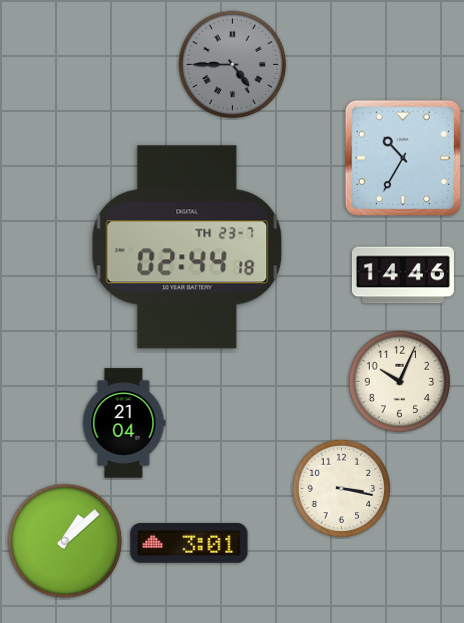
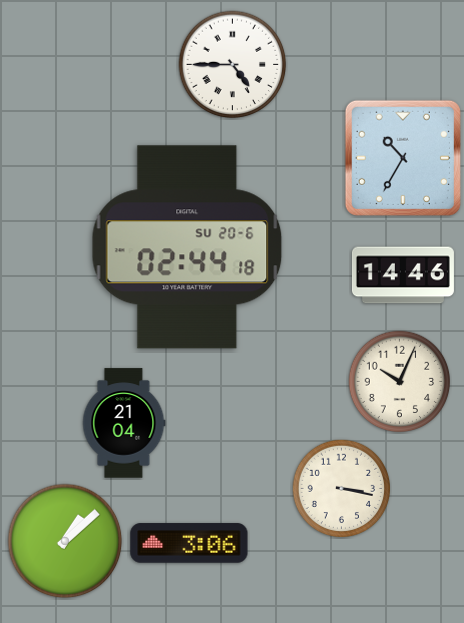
clock at (233, 65) dial: grey -> white
clock at (187, 247) date: TH 23-7 -> SU 20-6
clock at (189, 543): 3:01 -> 3:06
